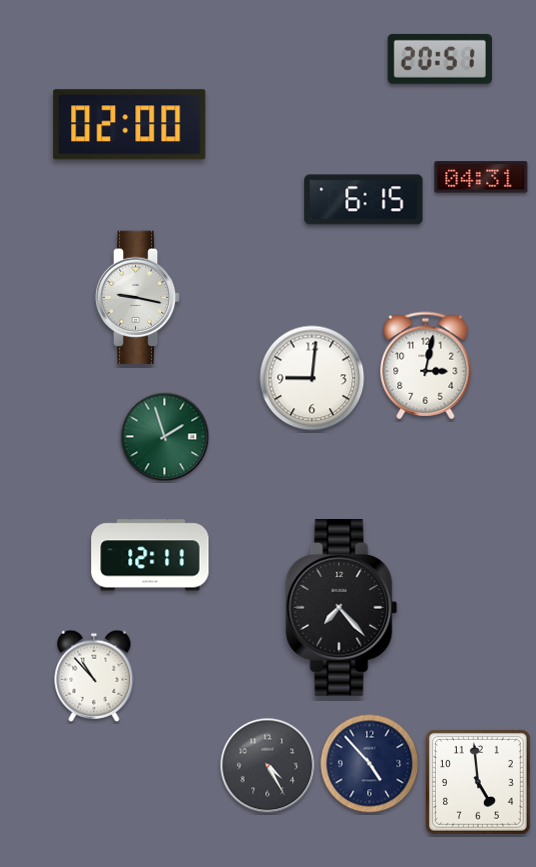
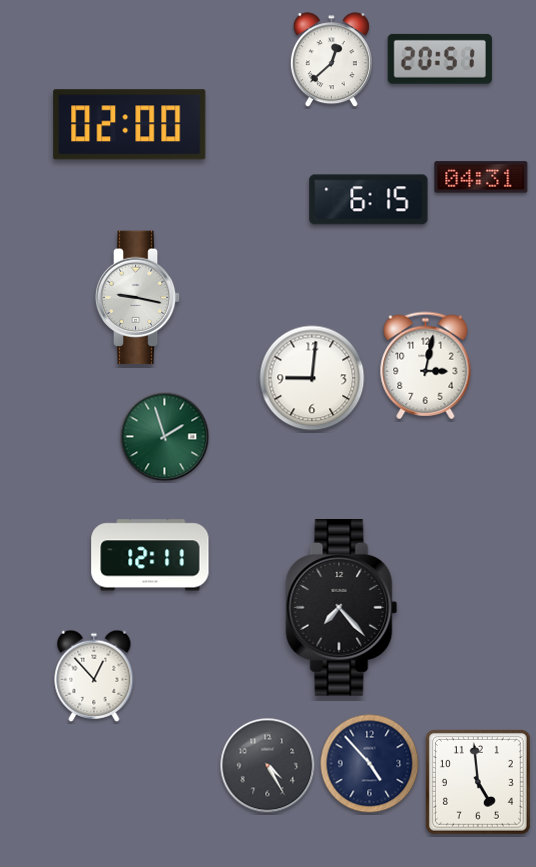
clock at (331, 60): none -> 12:38
clock at (364, 200) position: (364, 200) -> (369, 200)
clock at (94, 676): 10:53 -> 12:53
